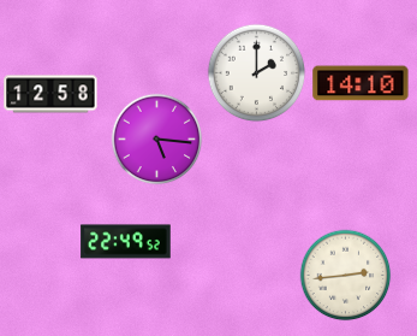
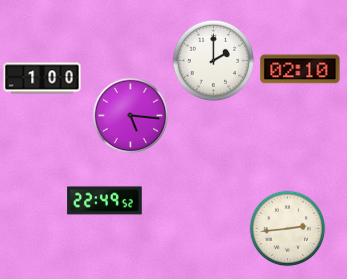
clock at (361, 83): 14:10 -> 02:10
clock at (50, 94): 12:58 -> 1:00
